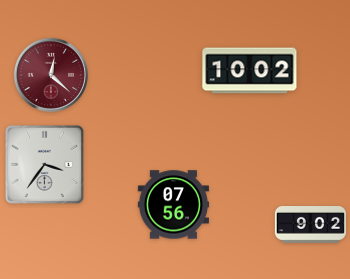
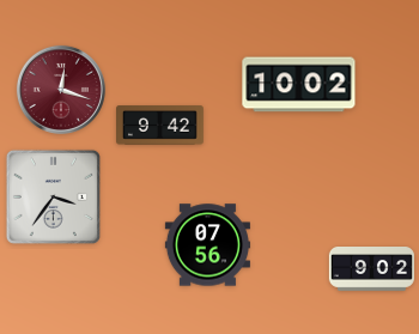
clock at (51, 75): 12:22 -> 12:18
clock at (160, 126): none -> 9:42
